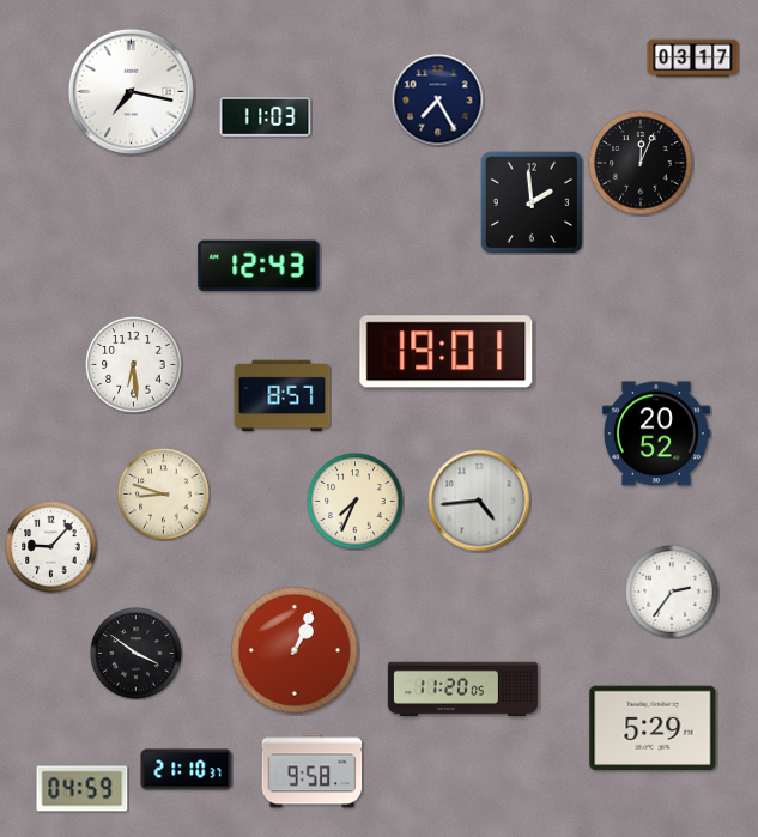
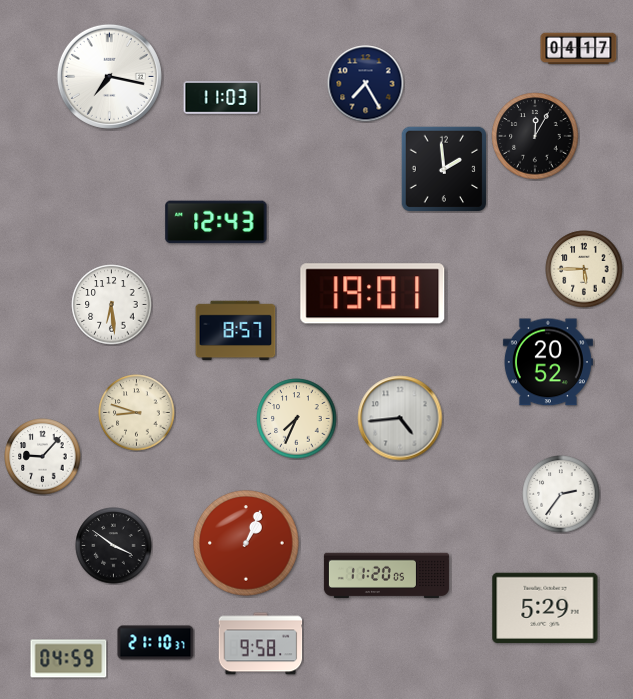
clock at (693, 59): 03:17 -> 04:17
clock at (641, 163): 12:04 -> 12:05
clock at (584, 269): none -> 5:45
